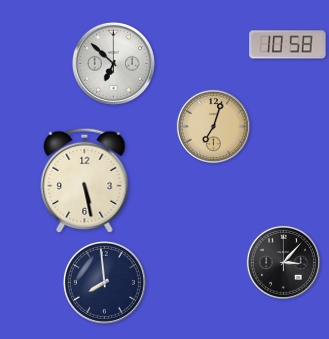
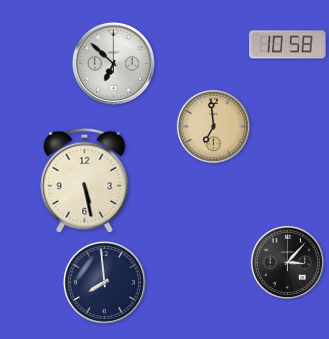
clock at (213, 126): 7:03 -> 6:59
clock at (283, 262) position: (283, 262) -> (287, 262)
